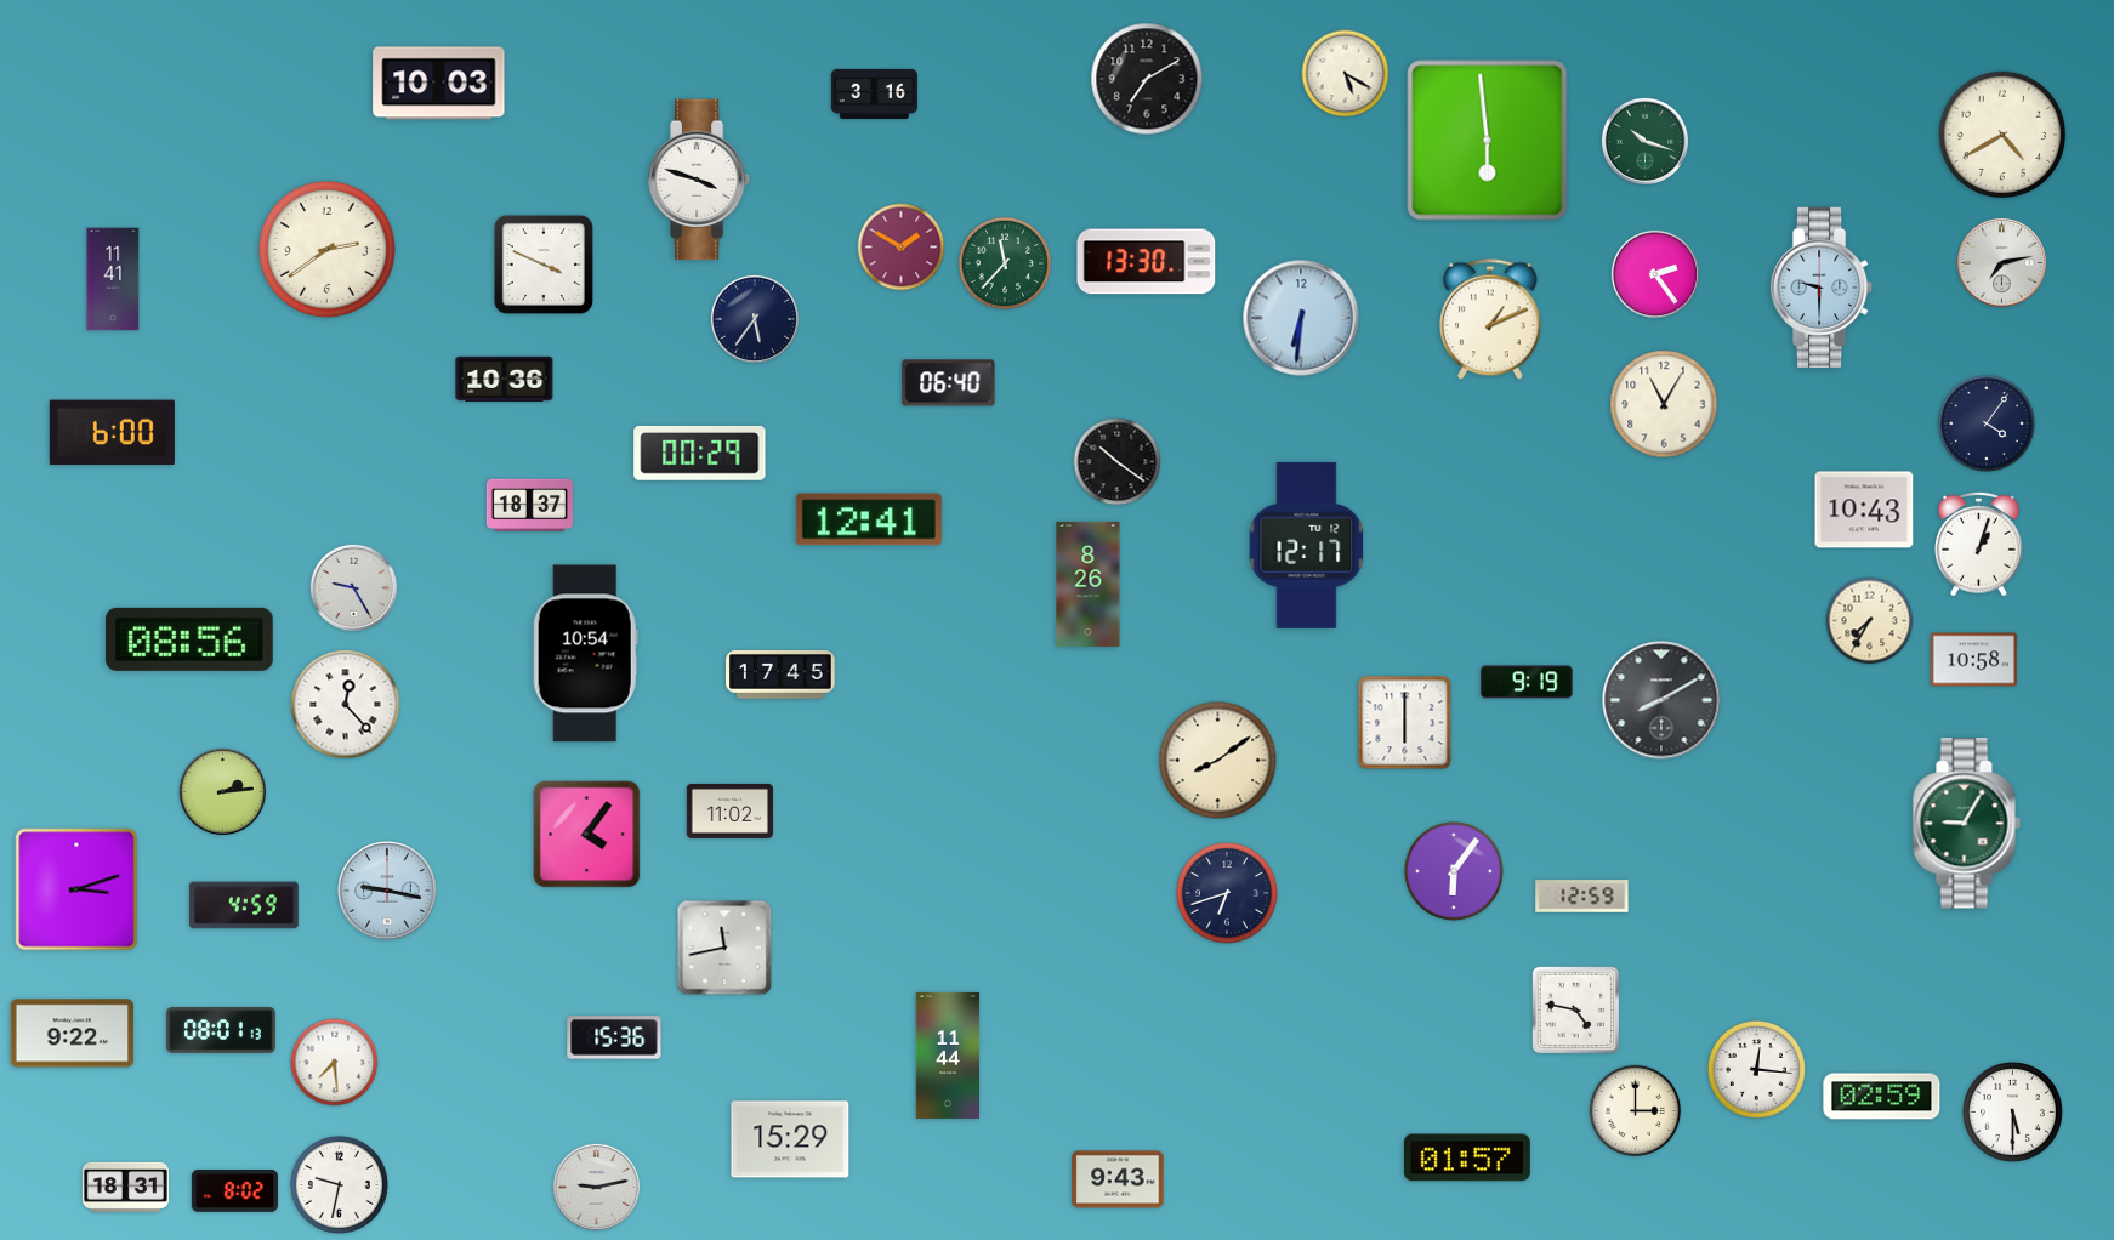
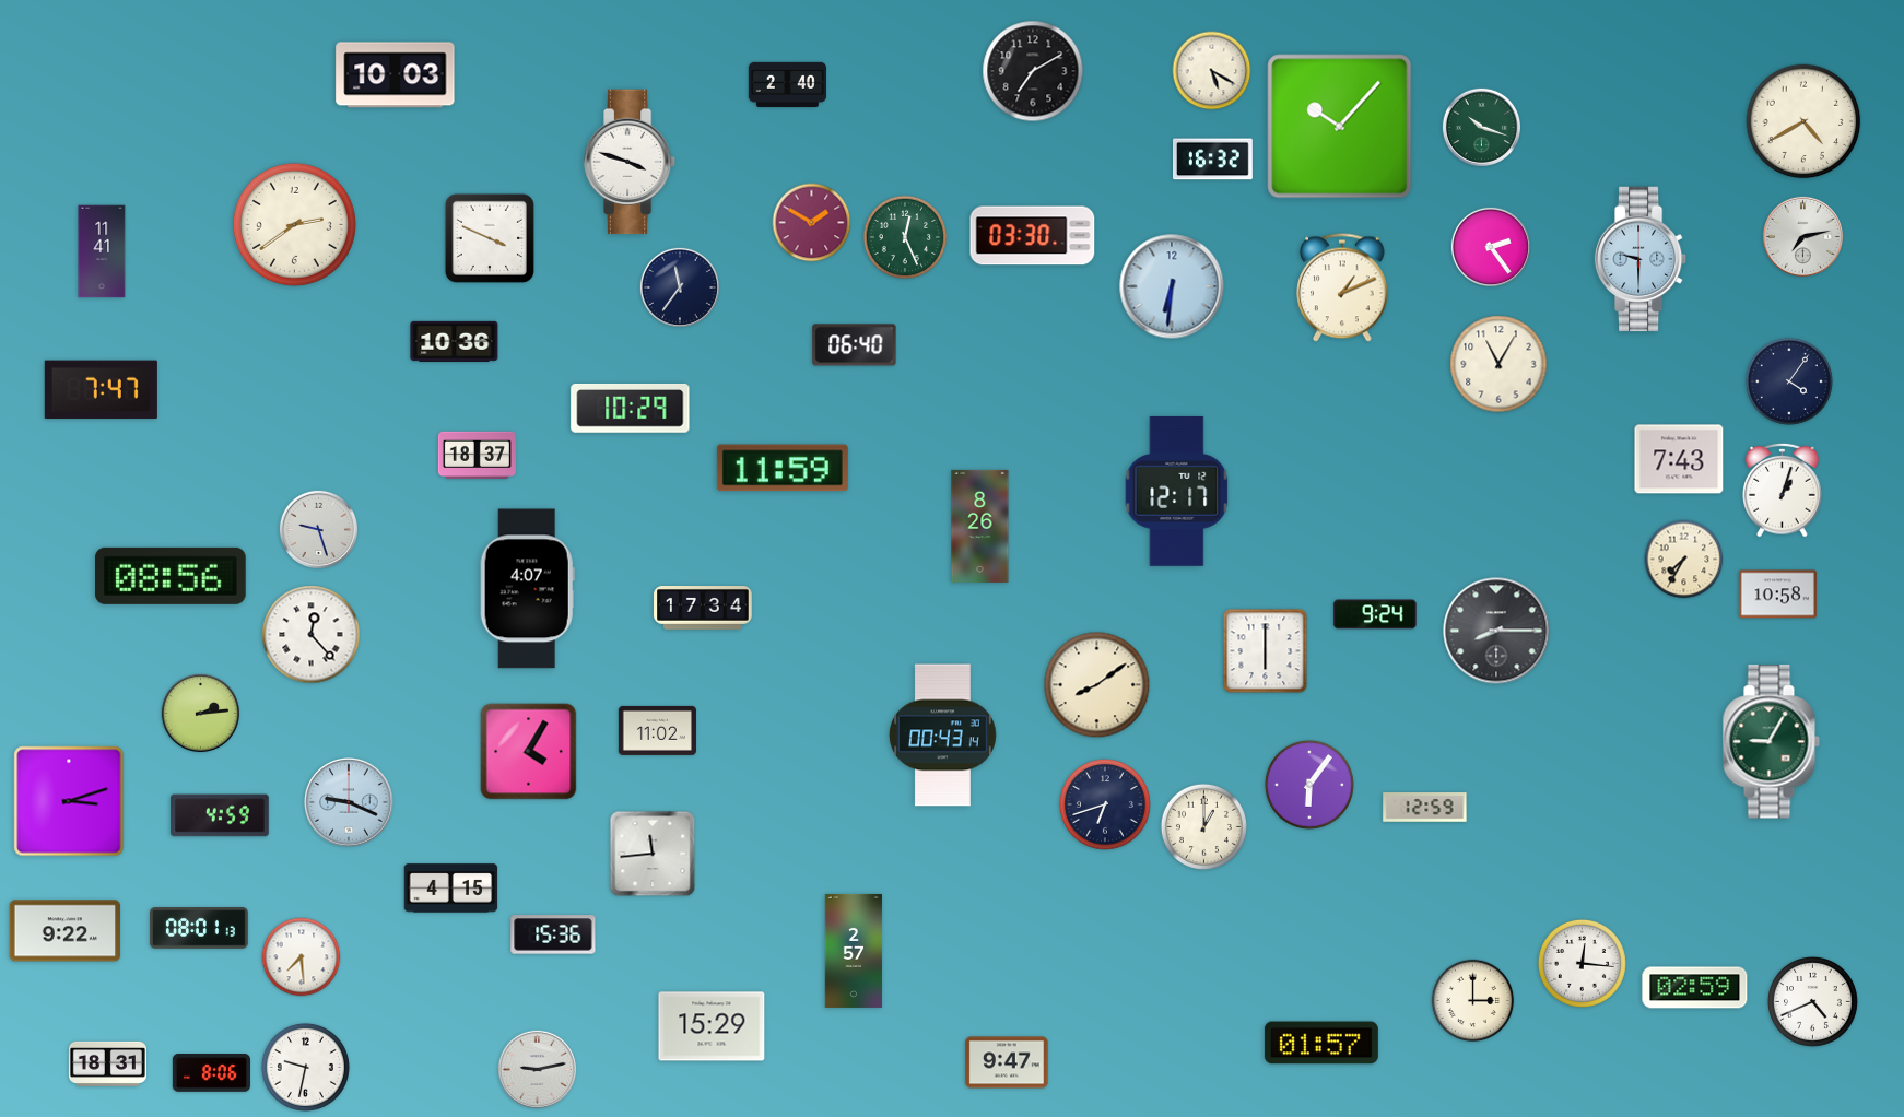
clock at (1346, 74) position: (1346, 74) -> (1212, 71)
clock at (874, 93): 3:16 -> 2:40
clock at (1488, 141): 5:59 -> 10:07
clock at (1212, 160): none -> 16:32
clock at (1147, 262): 13:30 -> 03:30
clock at (1005, 263): 11:37 -> 12:26
clock at (755, 319): 5:36 -> 11:36
clock at (112, 433): 6:00 -> 7:47
clock at (700, 454): 00:29 -> 10:29
clock at (1118, 462): 10:21 -> none
clock at (1864, 510): 10:43 -> 7:43
clock at (869, 519): 12:41 -> 11:59
clock at (353, 587): 9:25 -> 9:27
clock at (585, 654): 10:54 -> 4:07
clock at (780, 676): 17:45 -> 17:34
clock at (1527, 682): 9:19 -> 9:24
clock at (1661, 700): 8:10 -> 8:15
clock at (942, 736): none -> 00:43
clock at (587, 835): 4:06 -> 4:05
clock at (387, 891): 9:17 -> 9:19
clock at (1203, 826): none -> 1:00
clock at (724, 948): 11:43 -> 11:44
clock at (451, 889): none -> 4:15
clock at (1575, 1009): 4:47 -> none
clock at (948, 1056): 11:44 -> 2:57
clock at (2013, 1113): 5:30 -> 4:41
clock at (1118, 1179): 9:43 -> 9:47
clock at (125, 1187) position: (125, 1187) -> (107, 1063)
clock at (234, 1191): 8:02 -> 8:06
